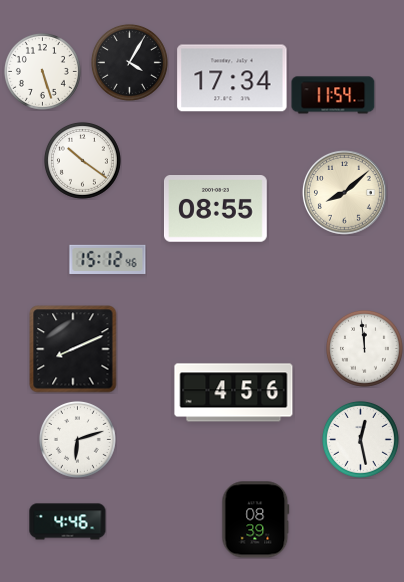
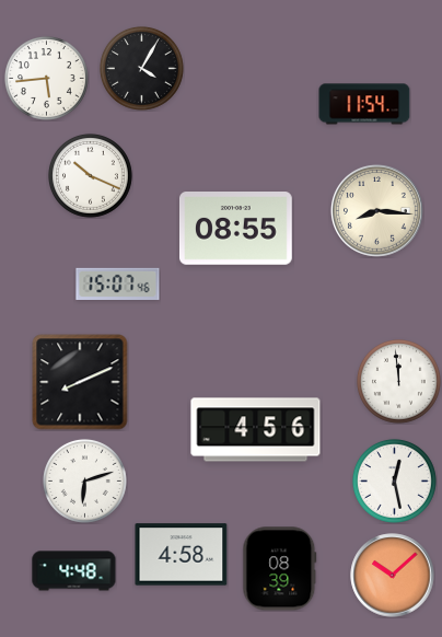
clock at (42, 71): 5:27 -> 5:44
clock at (232, 78): 17:34 -> none
clock at (82, 160): 10:21 -> 10:19
clock at (344, 192): 8:08 -> 8:16
clock at (108, 259): 15:12 -> 15:07
clock at (182, 555): none -> 4:58
clock at (68, 522): 4:46 -> 4:48
clock at (393, 576): none -> 10:08
